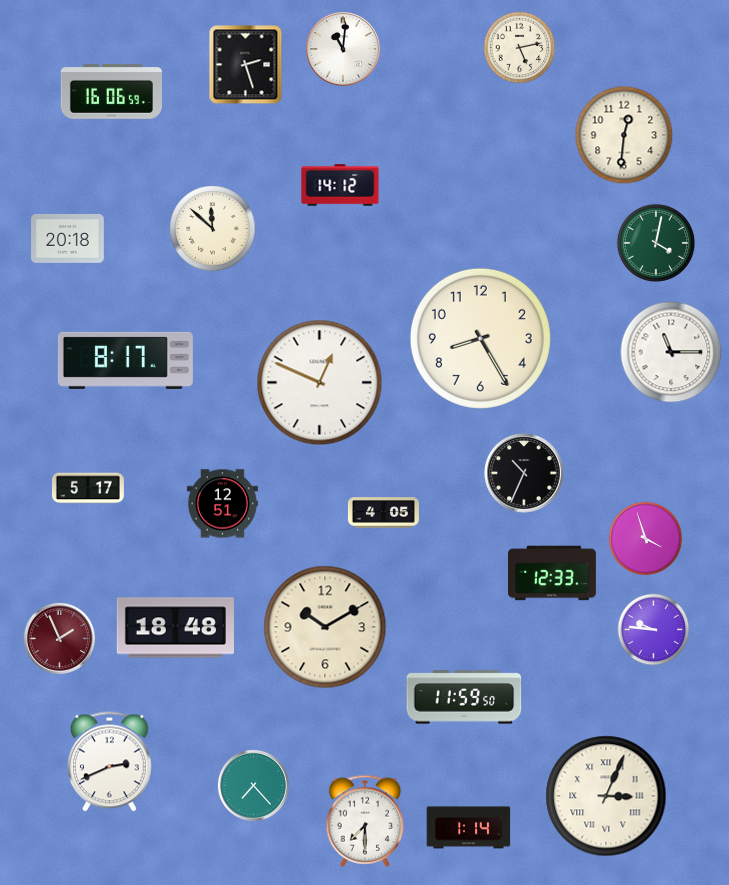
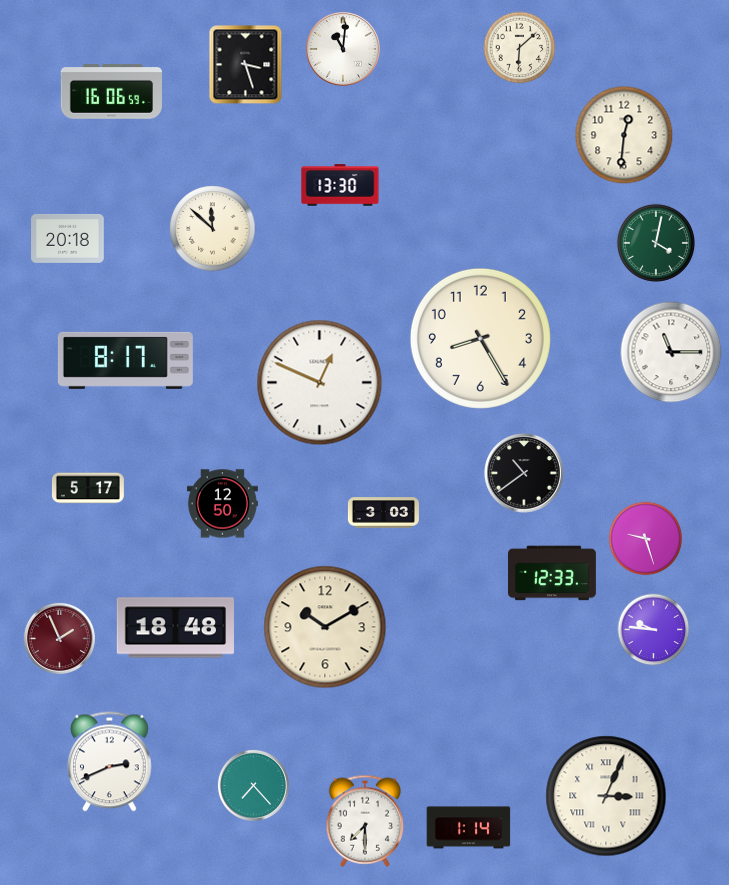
clock at (520, 48): 5:13 -> 6:08
clock at (246, 65): 2:27 -> 3:27
clock at (340, 185): 14:12 -> 13:30
clock at (524, 473): 10:34 -> 10:39
clock at (222, 504): 12:51 -> 12:50
clock at (383, 513): 4:05 -> 3:03
clock at (646, 539): 3:57 -> 9:27
clock at (464, 697): 11:59 -> none
